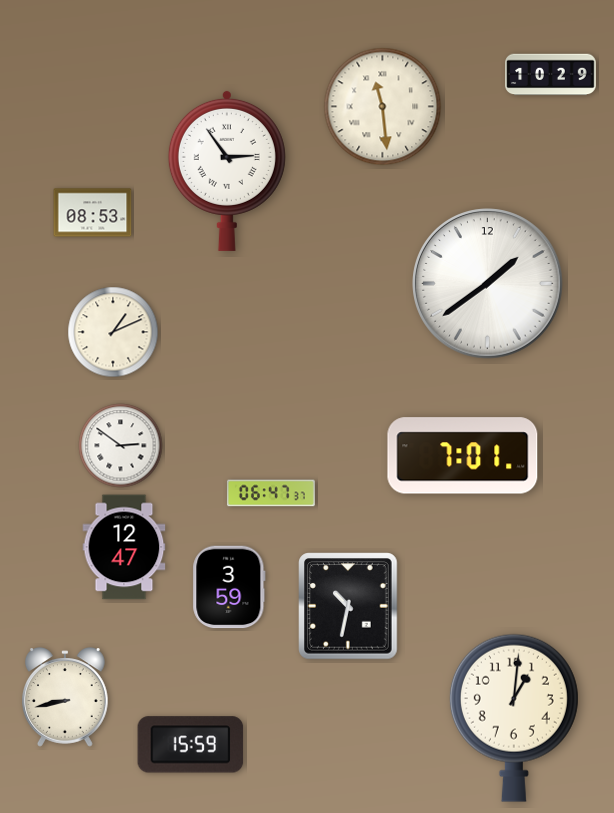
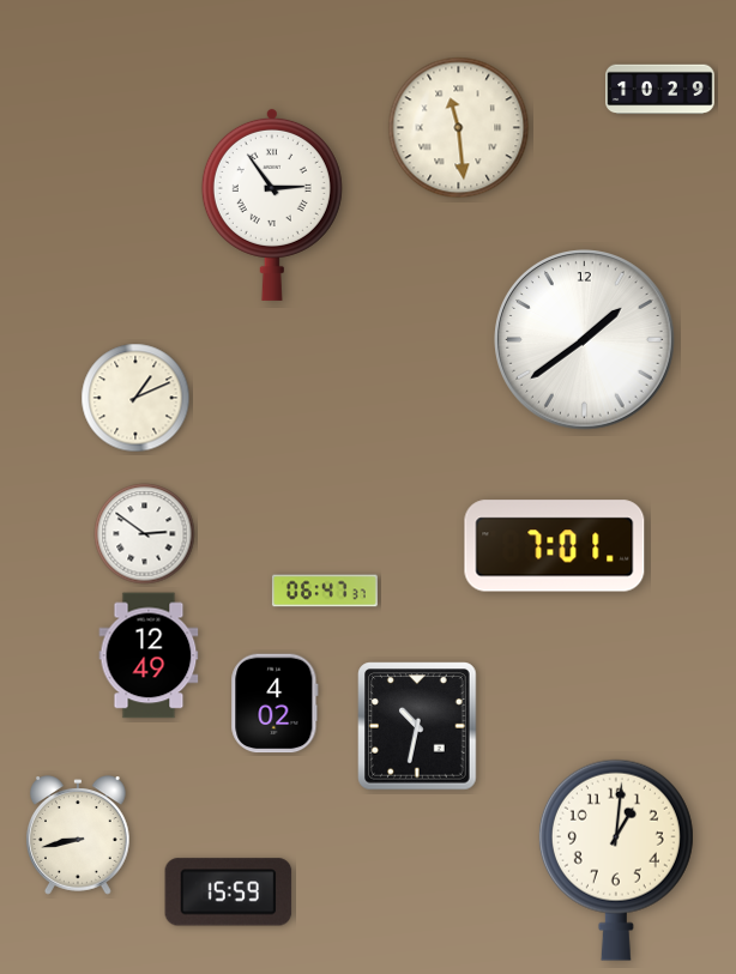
clock at (93, 213): 08:53 -> none
clock at (124, 547): 12:47 -> 12:49
clock at (229, 587): 3:59 -> 4:02
